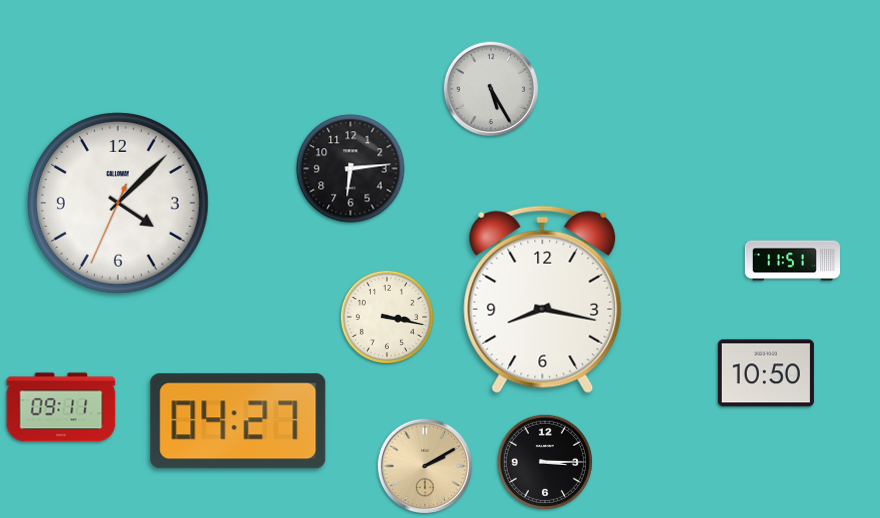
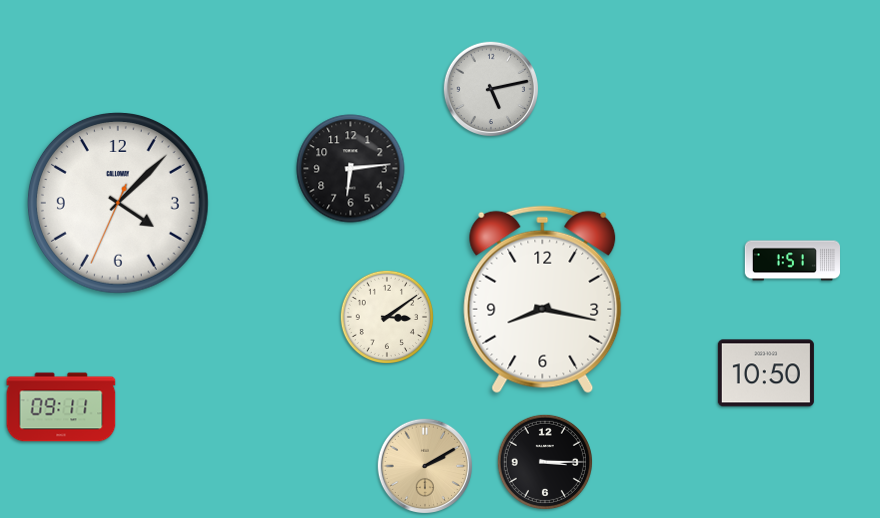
clock at (490, 88): 5:25 -> 5:13
clock at (792, 261): 11:51 -> 1:51
clock at (386, 316): 3:17 -> 3:09
clock at (238, 421): 04:27 -> none
